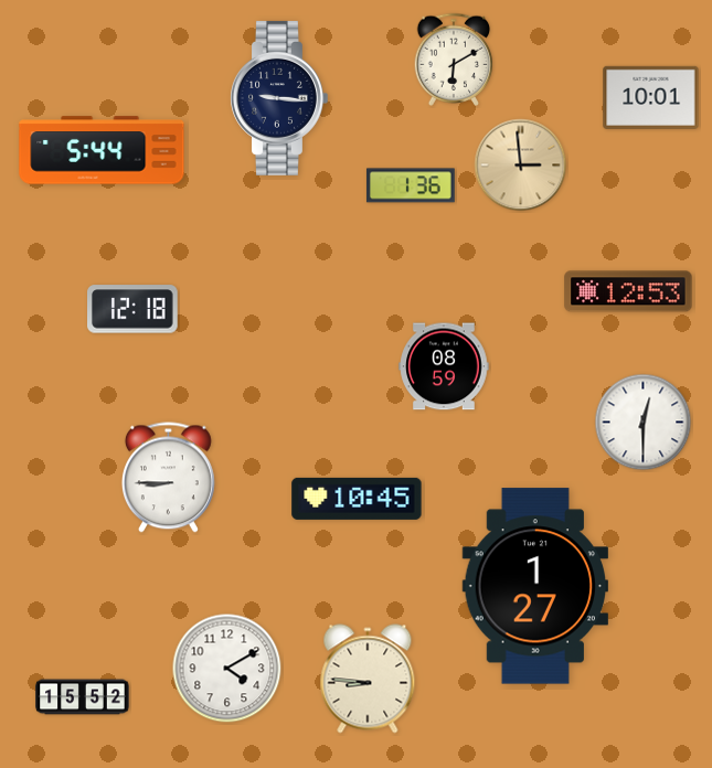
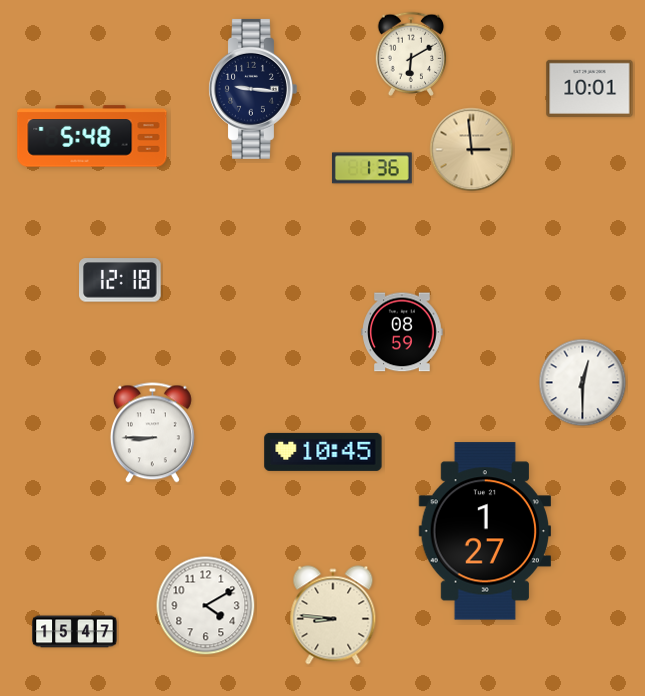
clock at (102, 150): 5:44 -> 5:48
clock at (628, 291): 12:53 -> none
clock at (83, 697): 15:52 -> 15:47
